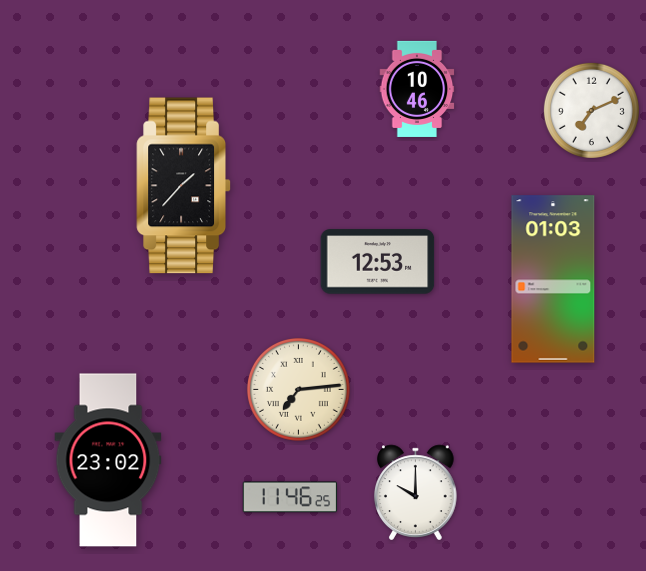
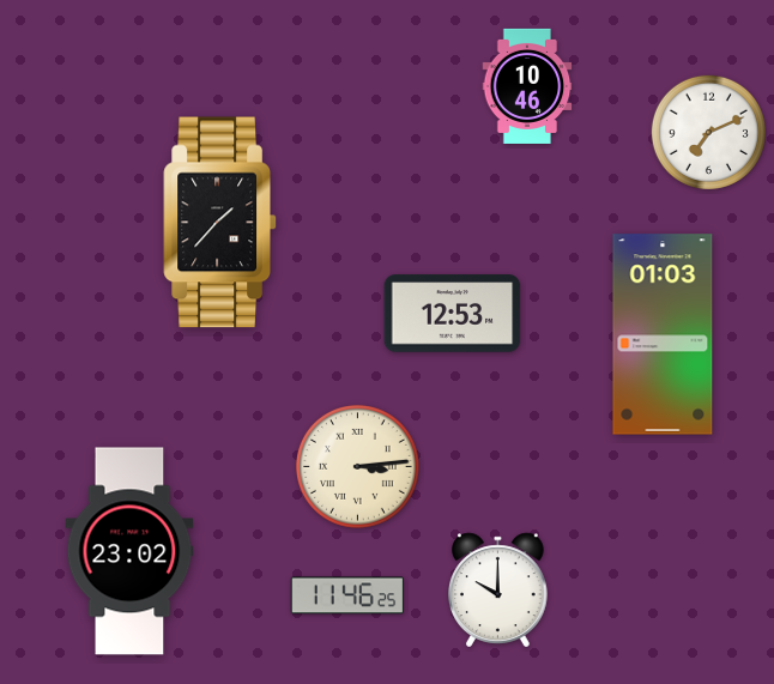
clock at (417, 89) position: (417, 89) -> (527, 86)
clock at (298, 389): 7:14 -> 3:14
